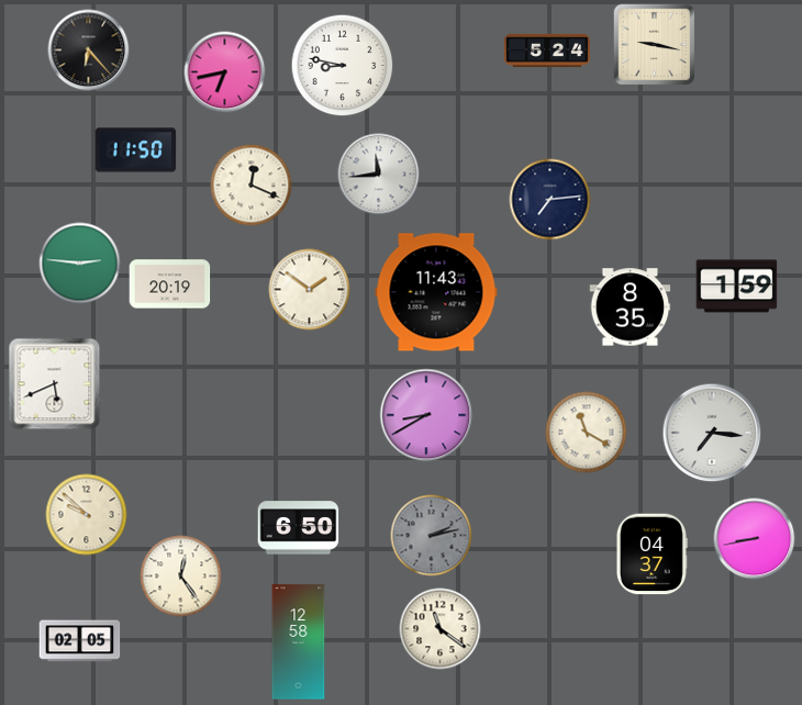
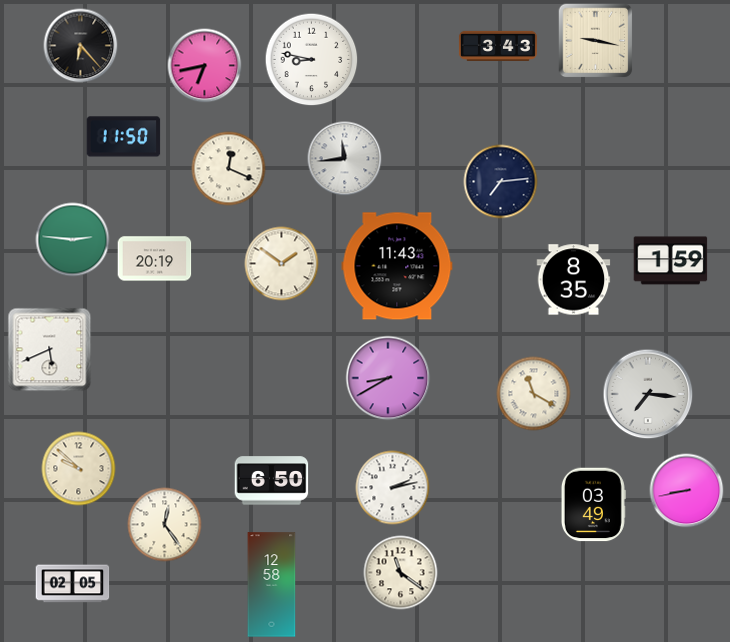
clock at (547, 51): 5:24 -> 3:43
clock at (432, 536) dial: grey -> white
clock at (651, 555): 04:37 -> 03:49
